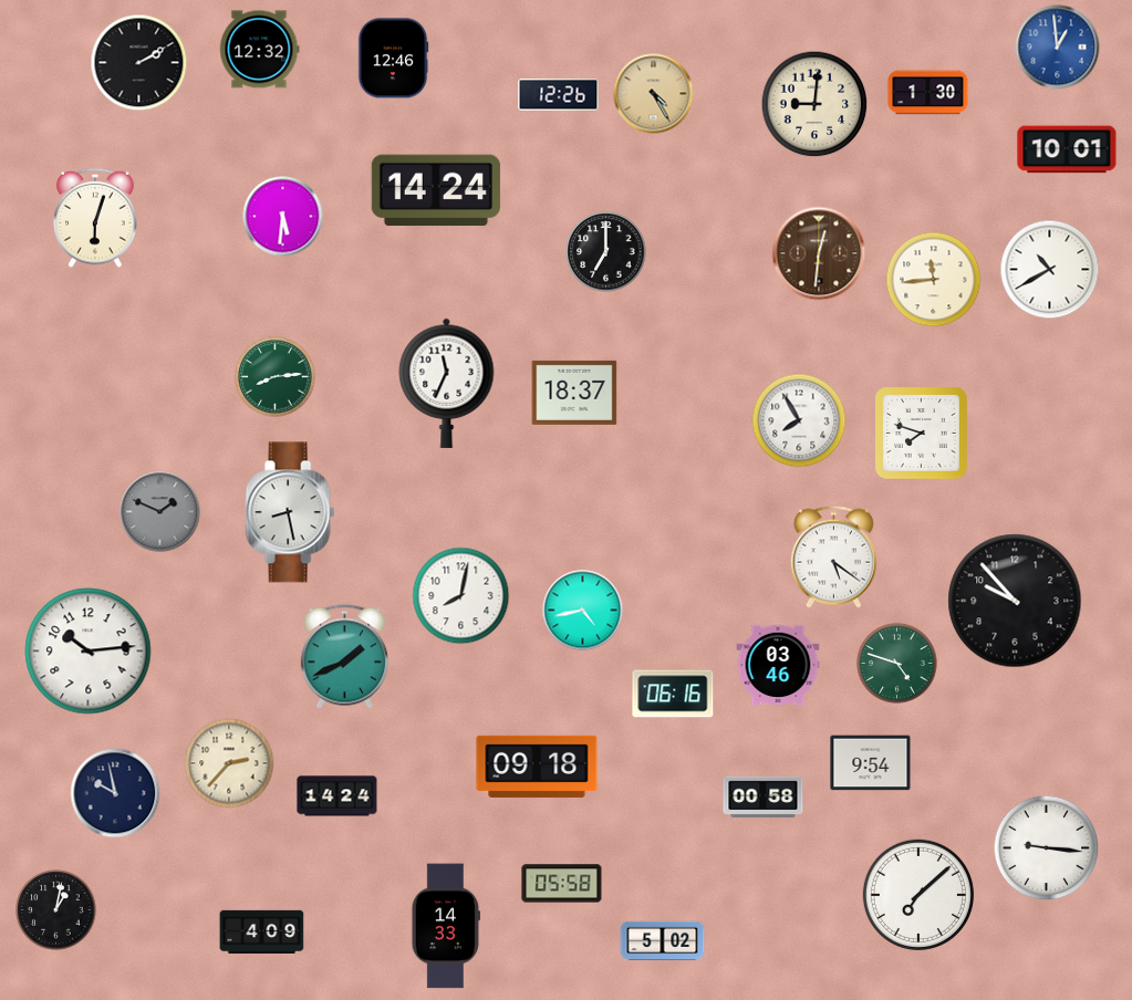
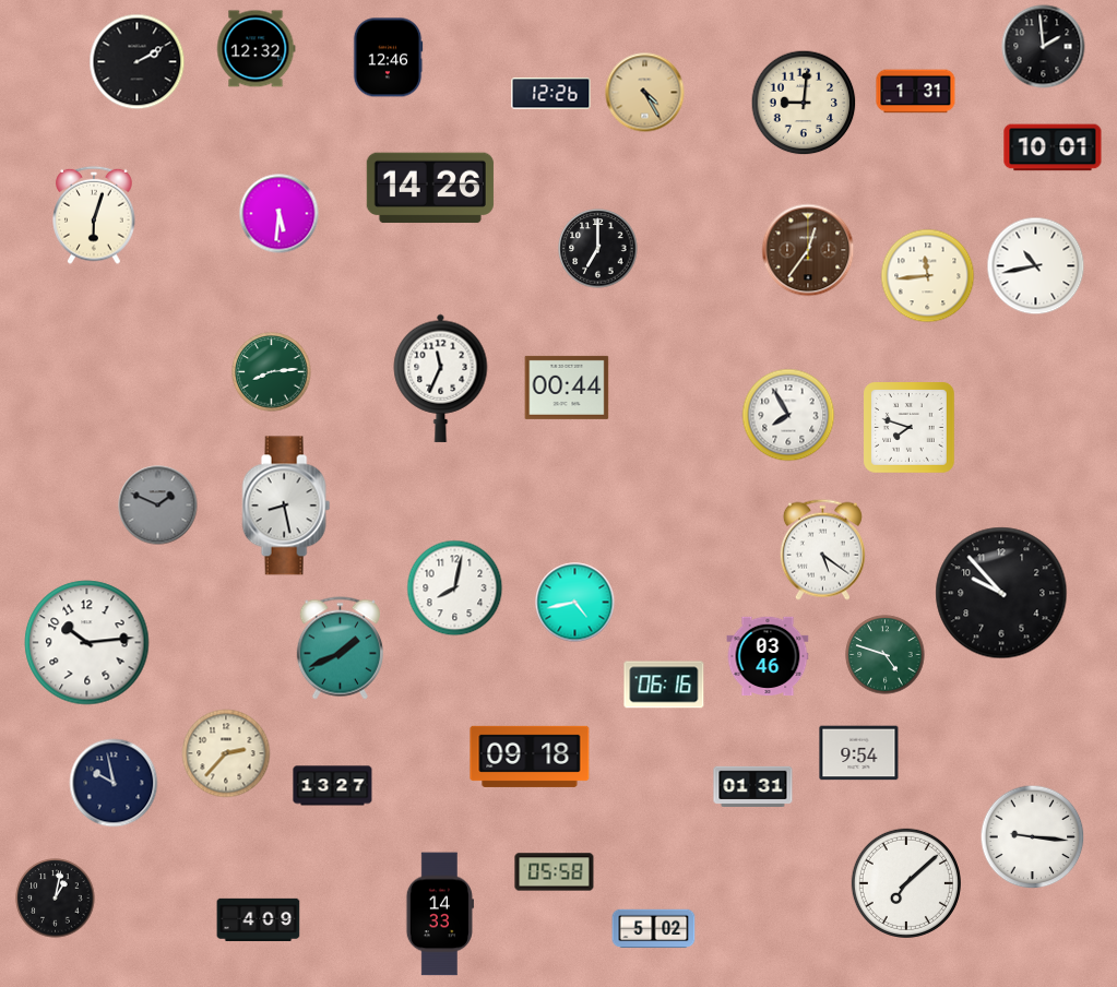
clock at (1058, 48): 12:59 -> 1:59
clock at (1058, 48) dial: blue -> black
clock at (928, 93): 1:30 -> 1:31
clock at (436, 190): 14:24 -> 14:26
clock at (819, 253): 12:31 -> 12:36
clock at (1050, 270): 10:40 -> 10:43
clock at (934, 280) position: (934, 280) -> (928, 276)
clock at (574, 393): 18:37 -> 00:44
clock at (337, 796): 14:24 -> 13:27
clock at (764, 796): 00:58 -> 01:31
